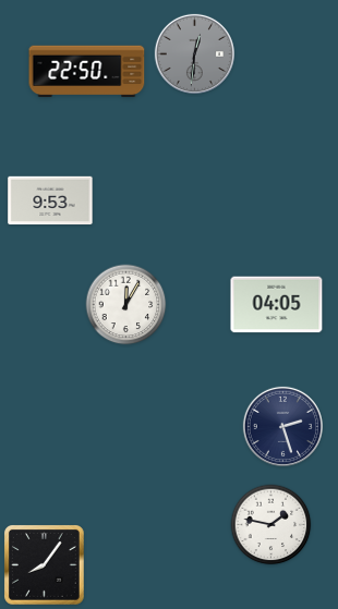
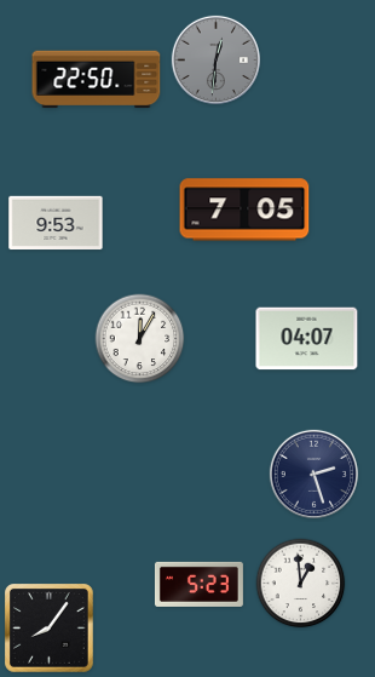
clock at (244, 210): none -> 7:05
clock at (277, 305): 04:05 -> 04:07
clock at (198, 584): none -> 5:23
clock at (271, 525): 1:47 -> 12:59
